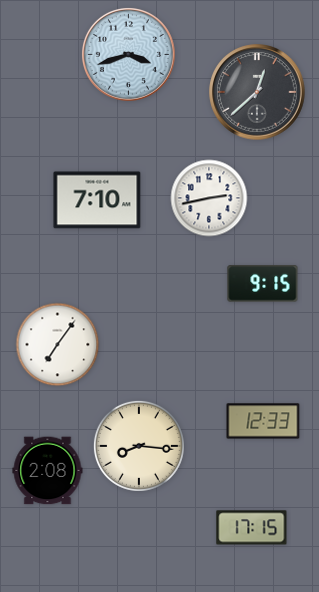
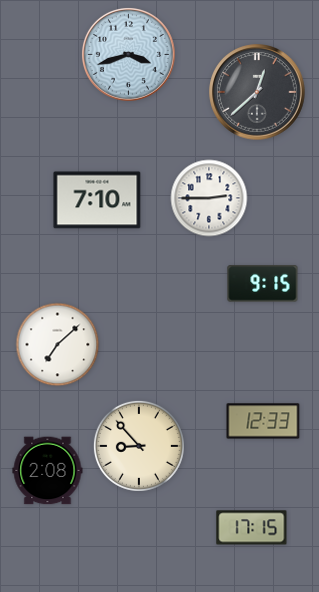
clock at (209, 198): 2:43 -> 2:45
clock at (58, 345): 7:06 -> 7:08
clock at (139, 446): 8:16 -> 8:53
